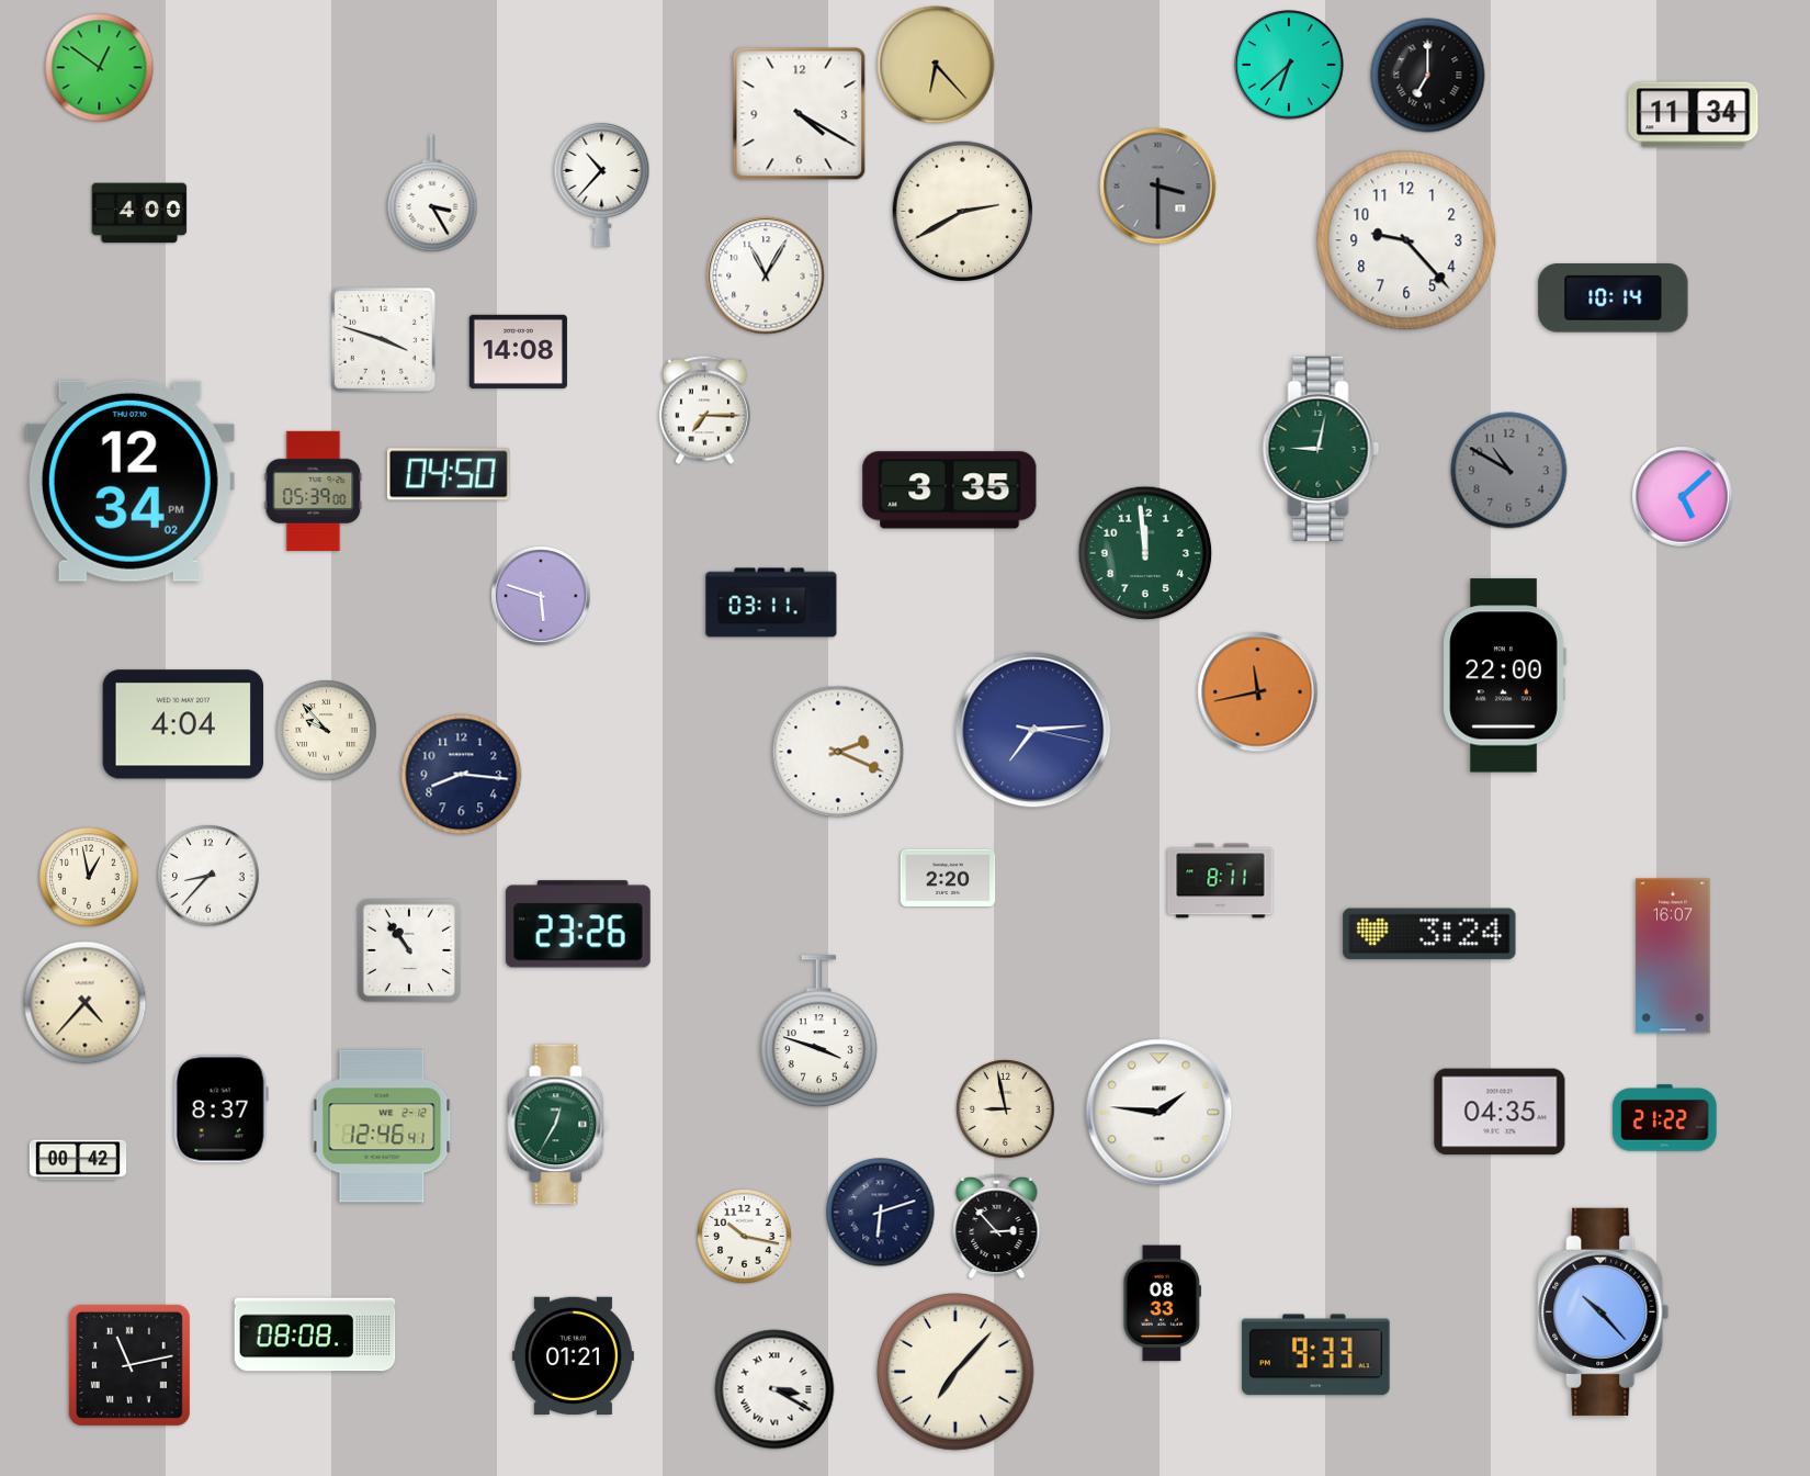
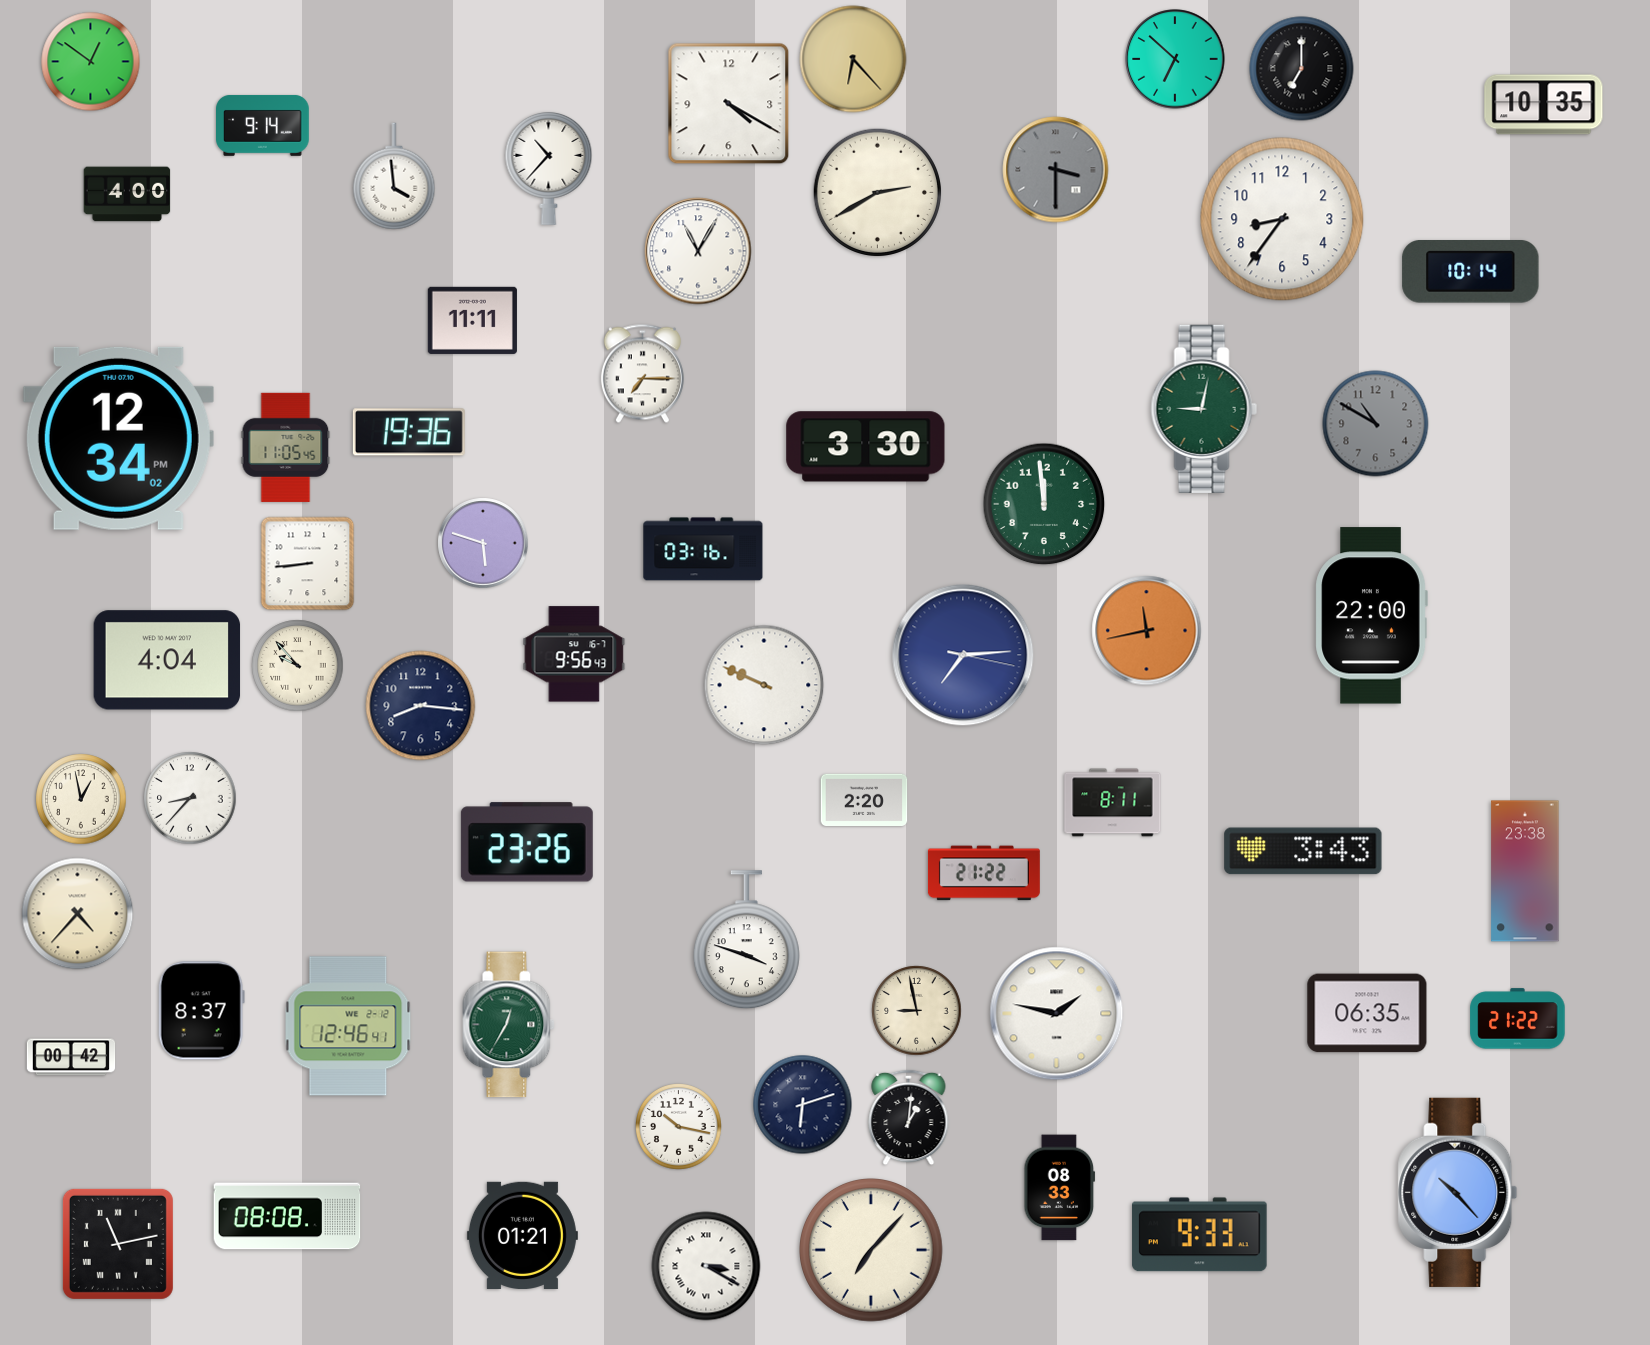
clock at (1289, 65): 6:38 -> 6:52
clock at (1694, 115): 11:34 -> 10:35
clock at (263, 125): none -> 9:14
clock at (432, 193): 3:25 -> 3:59
clock at (1406, 240): 9:23 -> 8:36
clock at (383, 339): 3:48 -> none
clock at (518, 351): 14:08 -> 11:11
clock at (1509, 471) position: (1509, 471) -> (1376, 424)
clock at (449, 474): 04:50 -> 19:36
clock at (314, 491): 05:39 -> 11:05
clock at (950, 491): 3:35 -> 3:30
clock at (1683, 497): 5:08 -> none
clock at (541, 596) position: (541, 596) -> (483, 543)
clock at (771, 602): 03:11 -> 03:16
clock at (308, 564): none -> 8:44
clock at (574, 654): none -> 9:56
clock at (1033, 730) position: (1033, 730) -> (963, 655)
clock at (838, 752): 2:19 -> 9:49
clock at (1429, 934): 3:24 -> 3:43
clock at (409, 950): 10:54 -> none
clock at (1673, 956): 16:07 -> 23:38
clock at (984, 873): none -> 21:22
clock at (1500, 1112): 04:35 -> 06:35
clock at (1159, 1113): 1:46 -> 1:47
clock at (997, 1227): 2:53 -> 1:01
clock at (1604, 1311) position: (1604, 1311) -> (1458, 1192)
